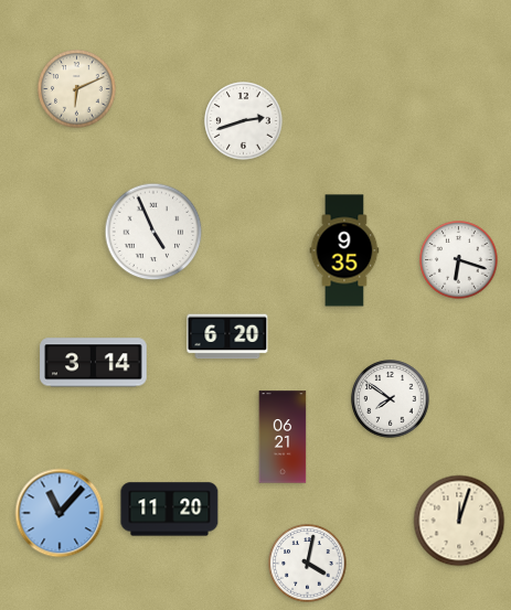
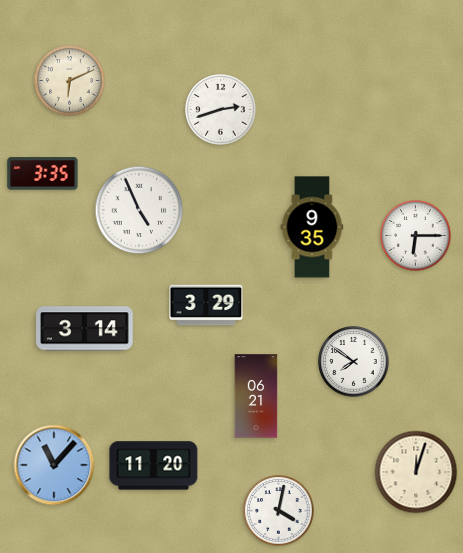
clock at (43, 174): none -> 3:35
clock at (459, 260): 6:18 -> 6:15
clock at (227, 336): 6:20 -> 3:29
clock at (170, 510) position: (170, 510) -> (154, 466)
